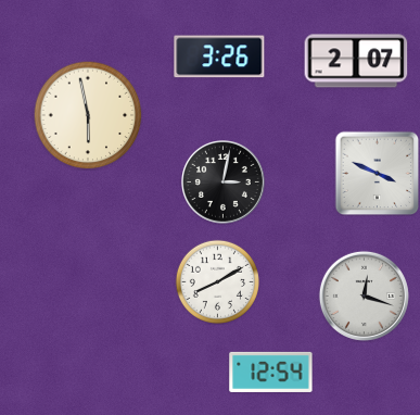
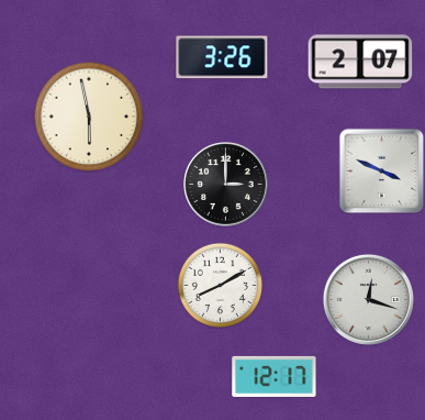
clock at (377, 173) position: (377, 173) -> (381, 170)
clock at (224, 183): 3:02 -> 3:00
clock at (271, 372): 12:54 -> 12:17
